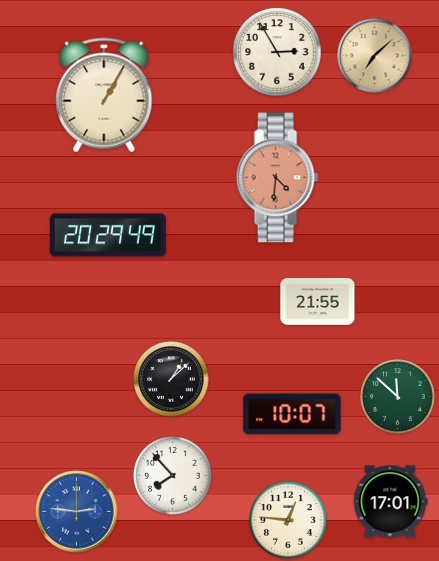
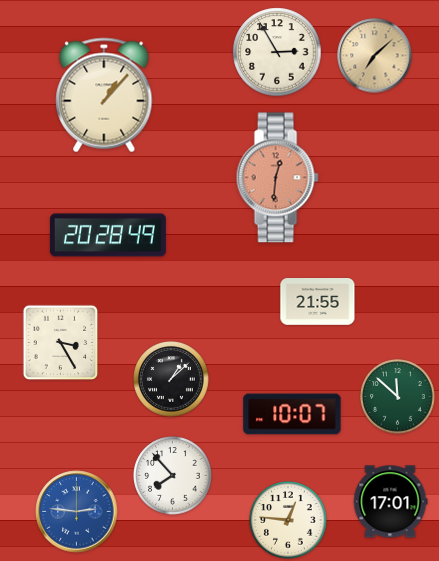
clock at (104, 95): 1:05 -> 1:07
clock at (277, 178): 4:31 -> 12:31
clock at (108, 235): 20:29 -> 20:28
clock at (61, 343): none -> 3:25
